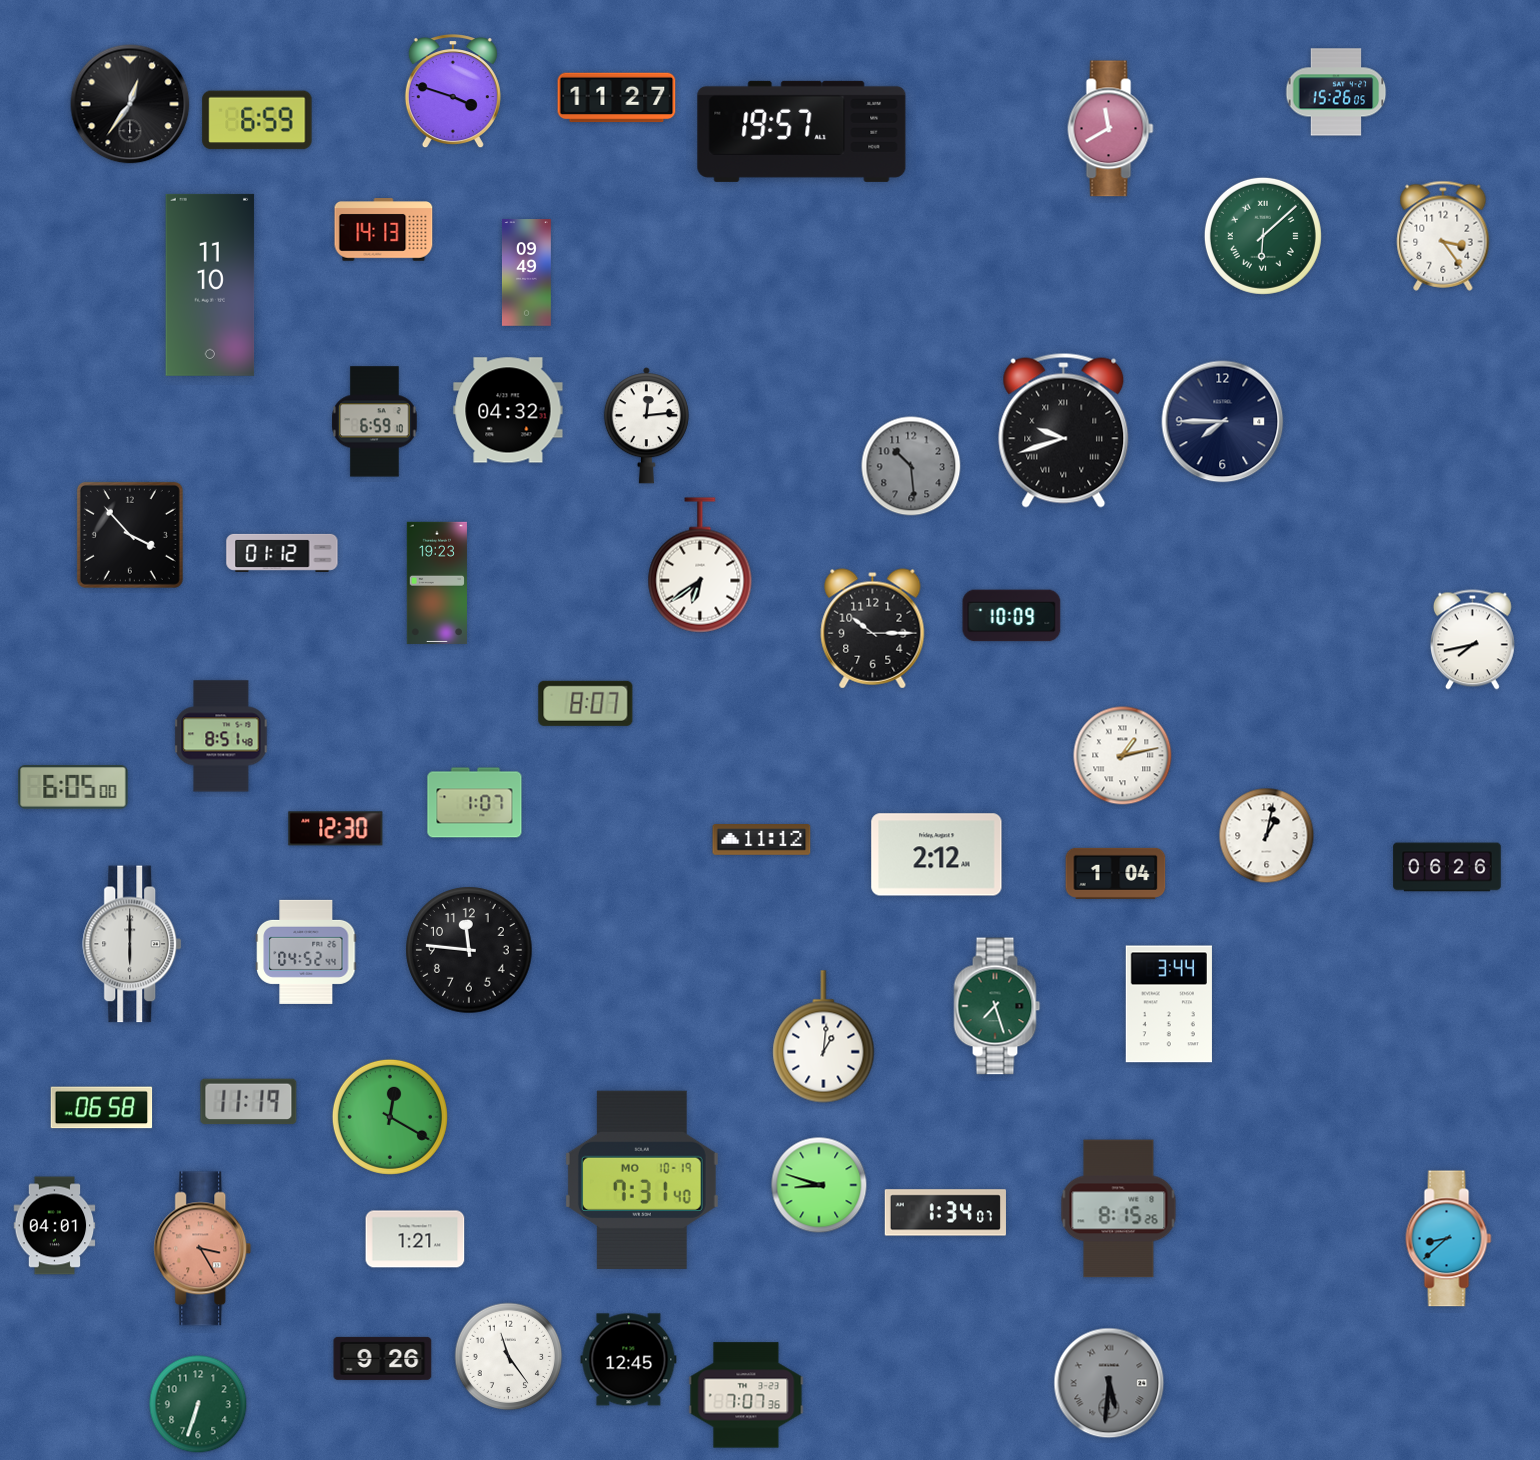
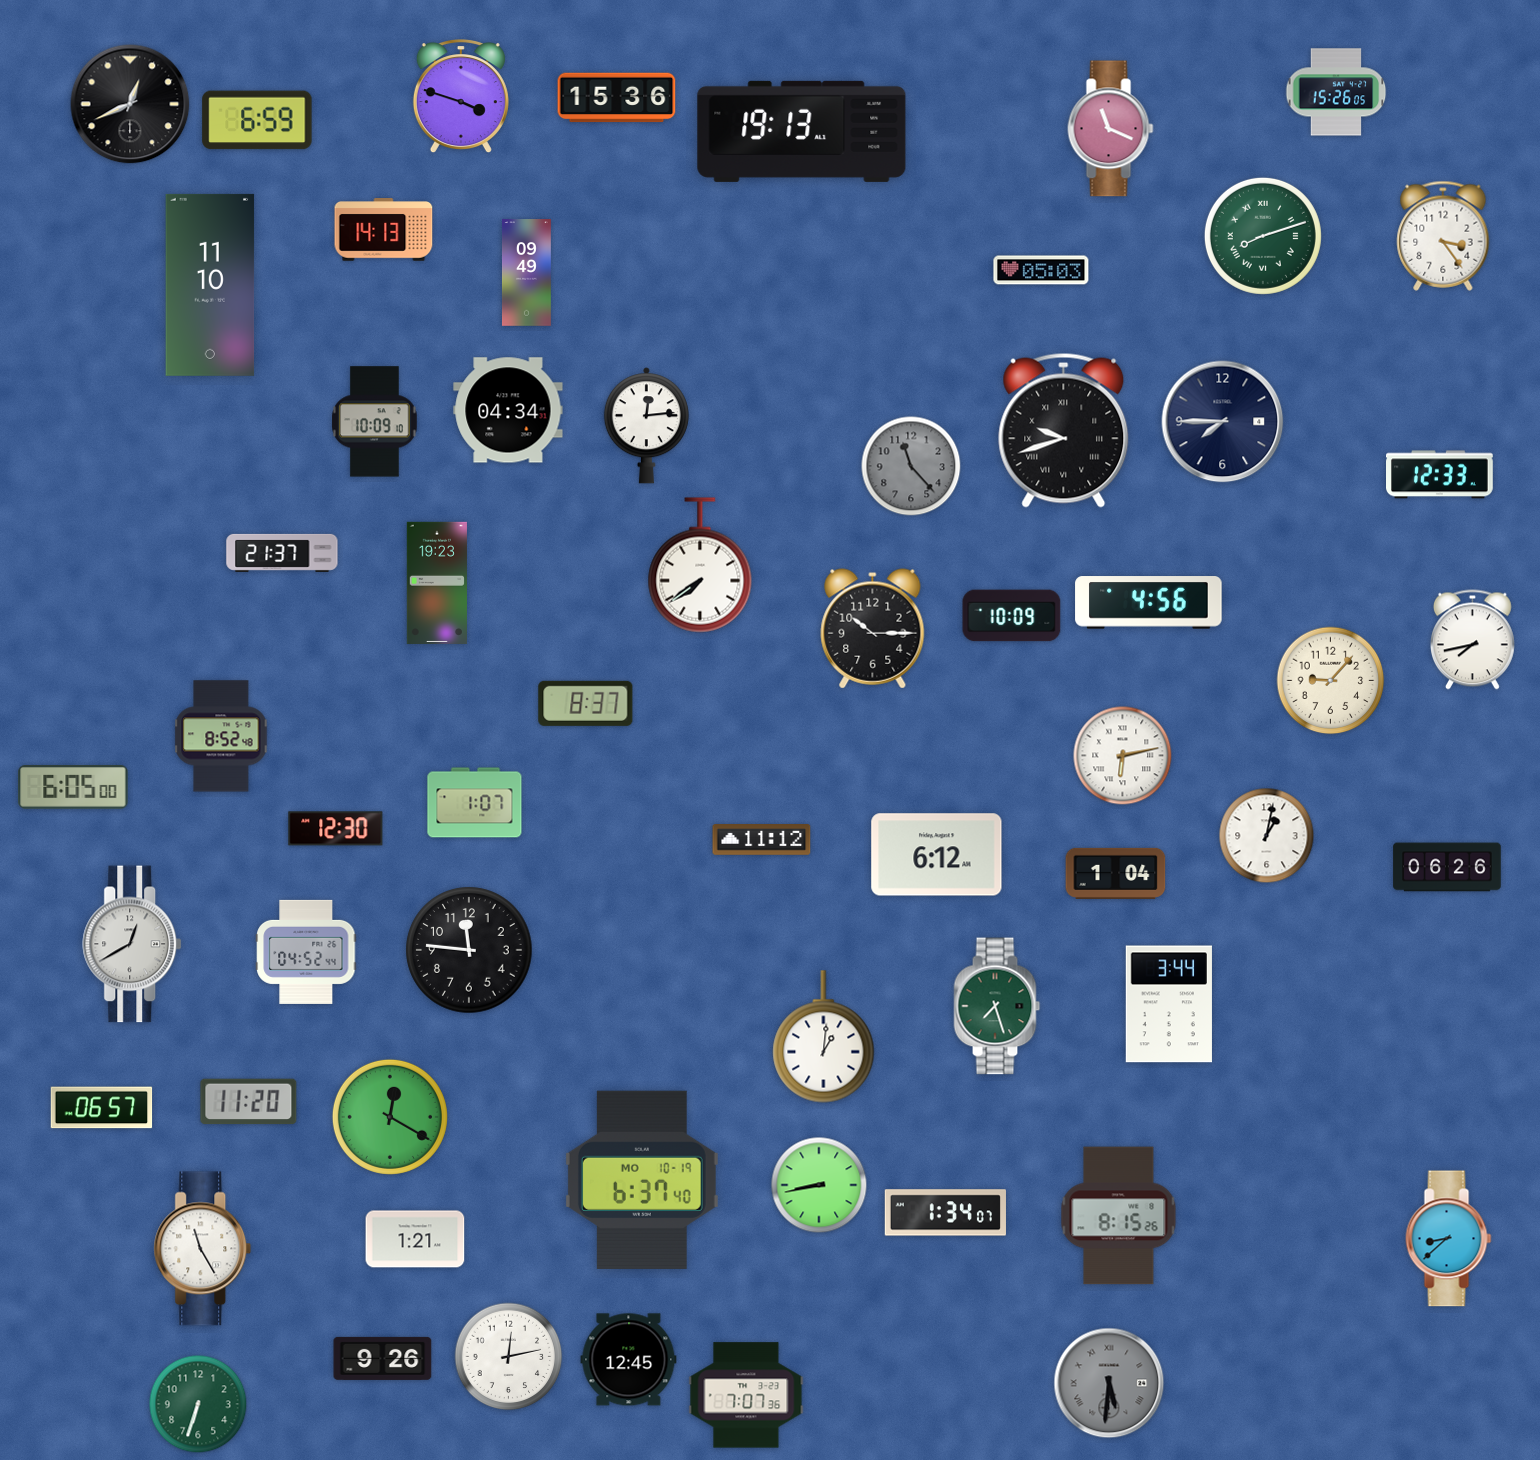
clock at (453, 92) position: (453, 92) -> (461, 97)
clock at (617, 98): 11:27 -> 15:36
clock at (130, 104): 12:36 -> 12:41
clock at (1111, 129): 11:40 -> 11:19
clock at (802, 131): 19:57 -> 19:13
clock at (1263, 236): 6:08 -> 8:12
clock at (1041, 270): none -> 05:03
clock at (508, 410): 04:32 -> 04:34
clock at (375, 422): 6:59 -> 10:09
clock at (911, 466): 10:29 -> 11:23
clock at (1440, 475): none -> 12:33
clock at (130, 535): 3:53 -> none
clock at (282, 553): 01:12 -> 21:37
clock at (700, 565): 6:39 -> 7:39
clock at (1149, 603): none -> 4:56
clock at (1331, 681): none -> 9:07
clock at (586, 703): 8:07 -> 8:37
clock at (221, 736): 8:51 -> 8:52
clock at (1123, 756): 1:13 -> 6:13
clock at (937, 855): 2:12 -> 6:12
clock at (133, 944): 6:00 -> 12:40
clock at (249, 1102): 11:19 -> 11:20
clock at (102, 1108): 06:58 -> 06:57
clock at (642, 1180): 7:31 -> 6:37
clock at (819, 1185): 8:48 -> 8:43
clock at (1119, 1209) position: (1119, 1209) -> (1119, 1216)
clock at (55, 1226): 04:01 -> none
clock at (203, 1249): 3:25 -> 11:25
clock at (203, 1249) dial: salmon -> white
clock at (509, 1357): 11:24 -> 12:13
